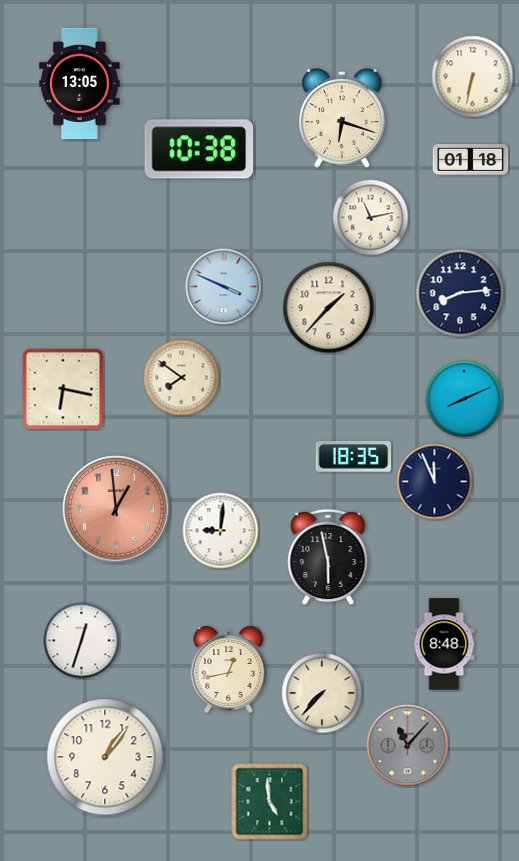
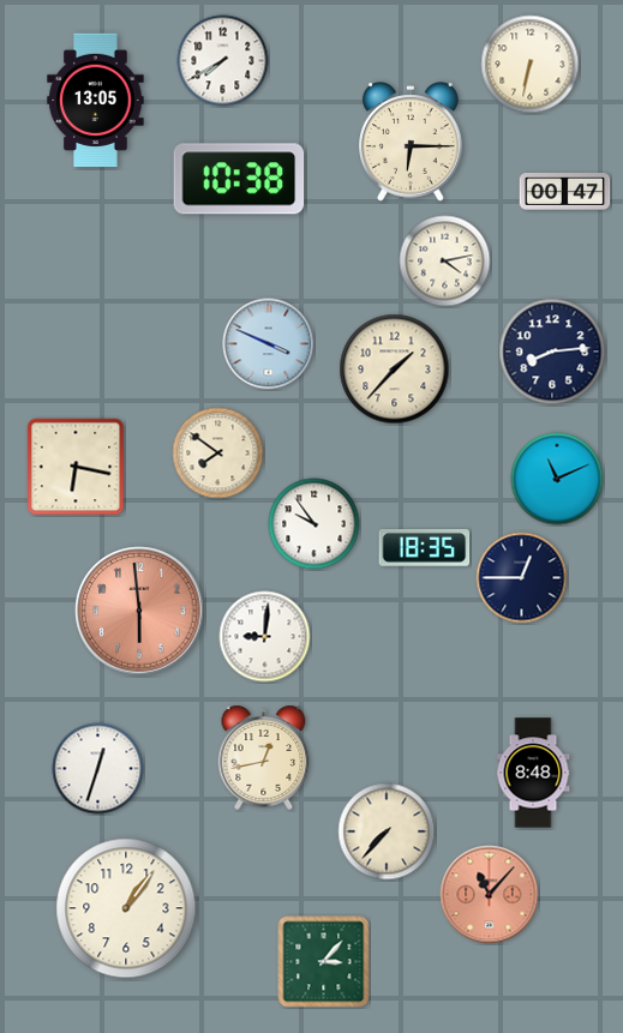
clock at (223, 61): none -> 7:40
clock at (473, 77) position: (473, 77) -> (531, 65)
clock at (343, 118): 6:18 -> 6:15
clock at (471, 160): 01:18 -> 00:47
clock at (371, 218): 11:13 -> 4:13
clock at (464, 399): 8:11 -> 11:11
clock at (315, 524): none -> 9:54
clock at (435, 482): 11:56 -> 12:45
clock at (116, 509): 12:59 -> 5:59
clock at (328, 557): 5:58 -> none
clock at (229, 669) position: (229, 669) -> (264, 757)
clock at (408, 746) dial: grey -> salmon
clock at (270, 802): 4:59 -> 3:07
